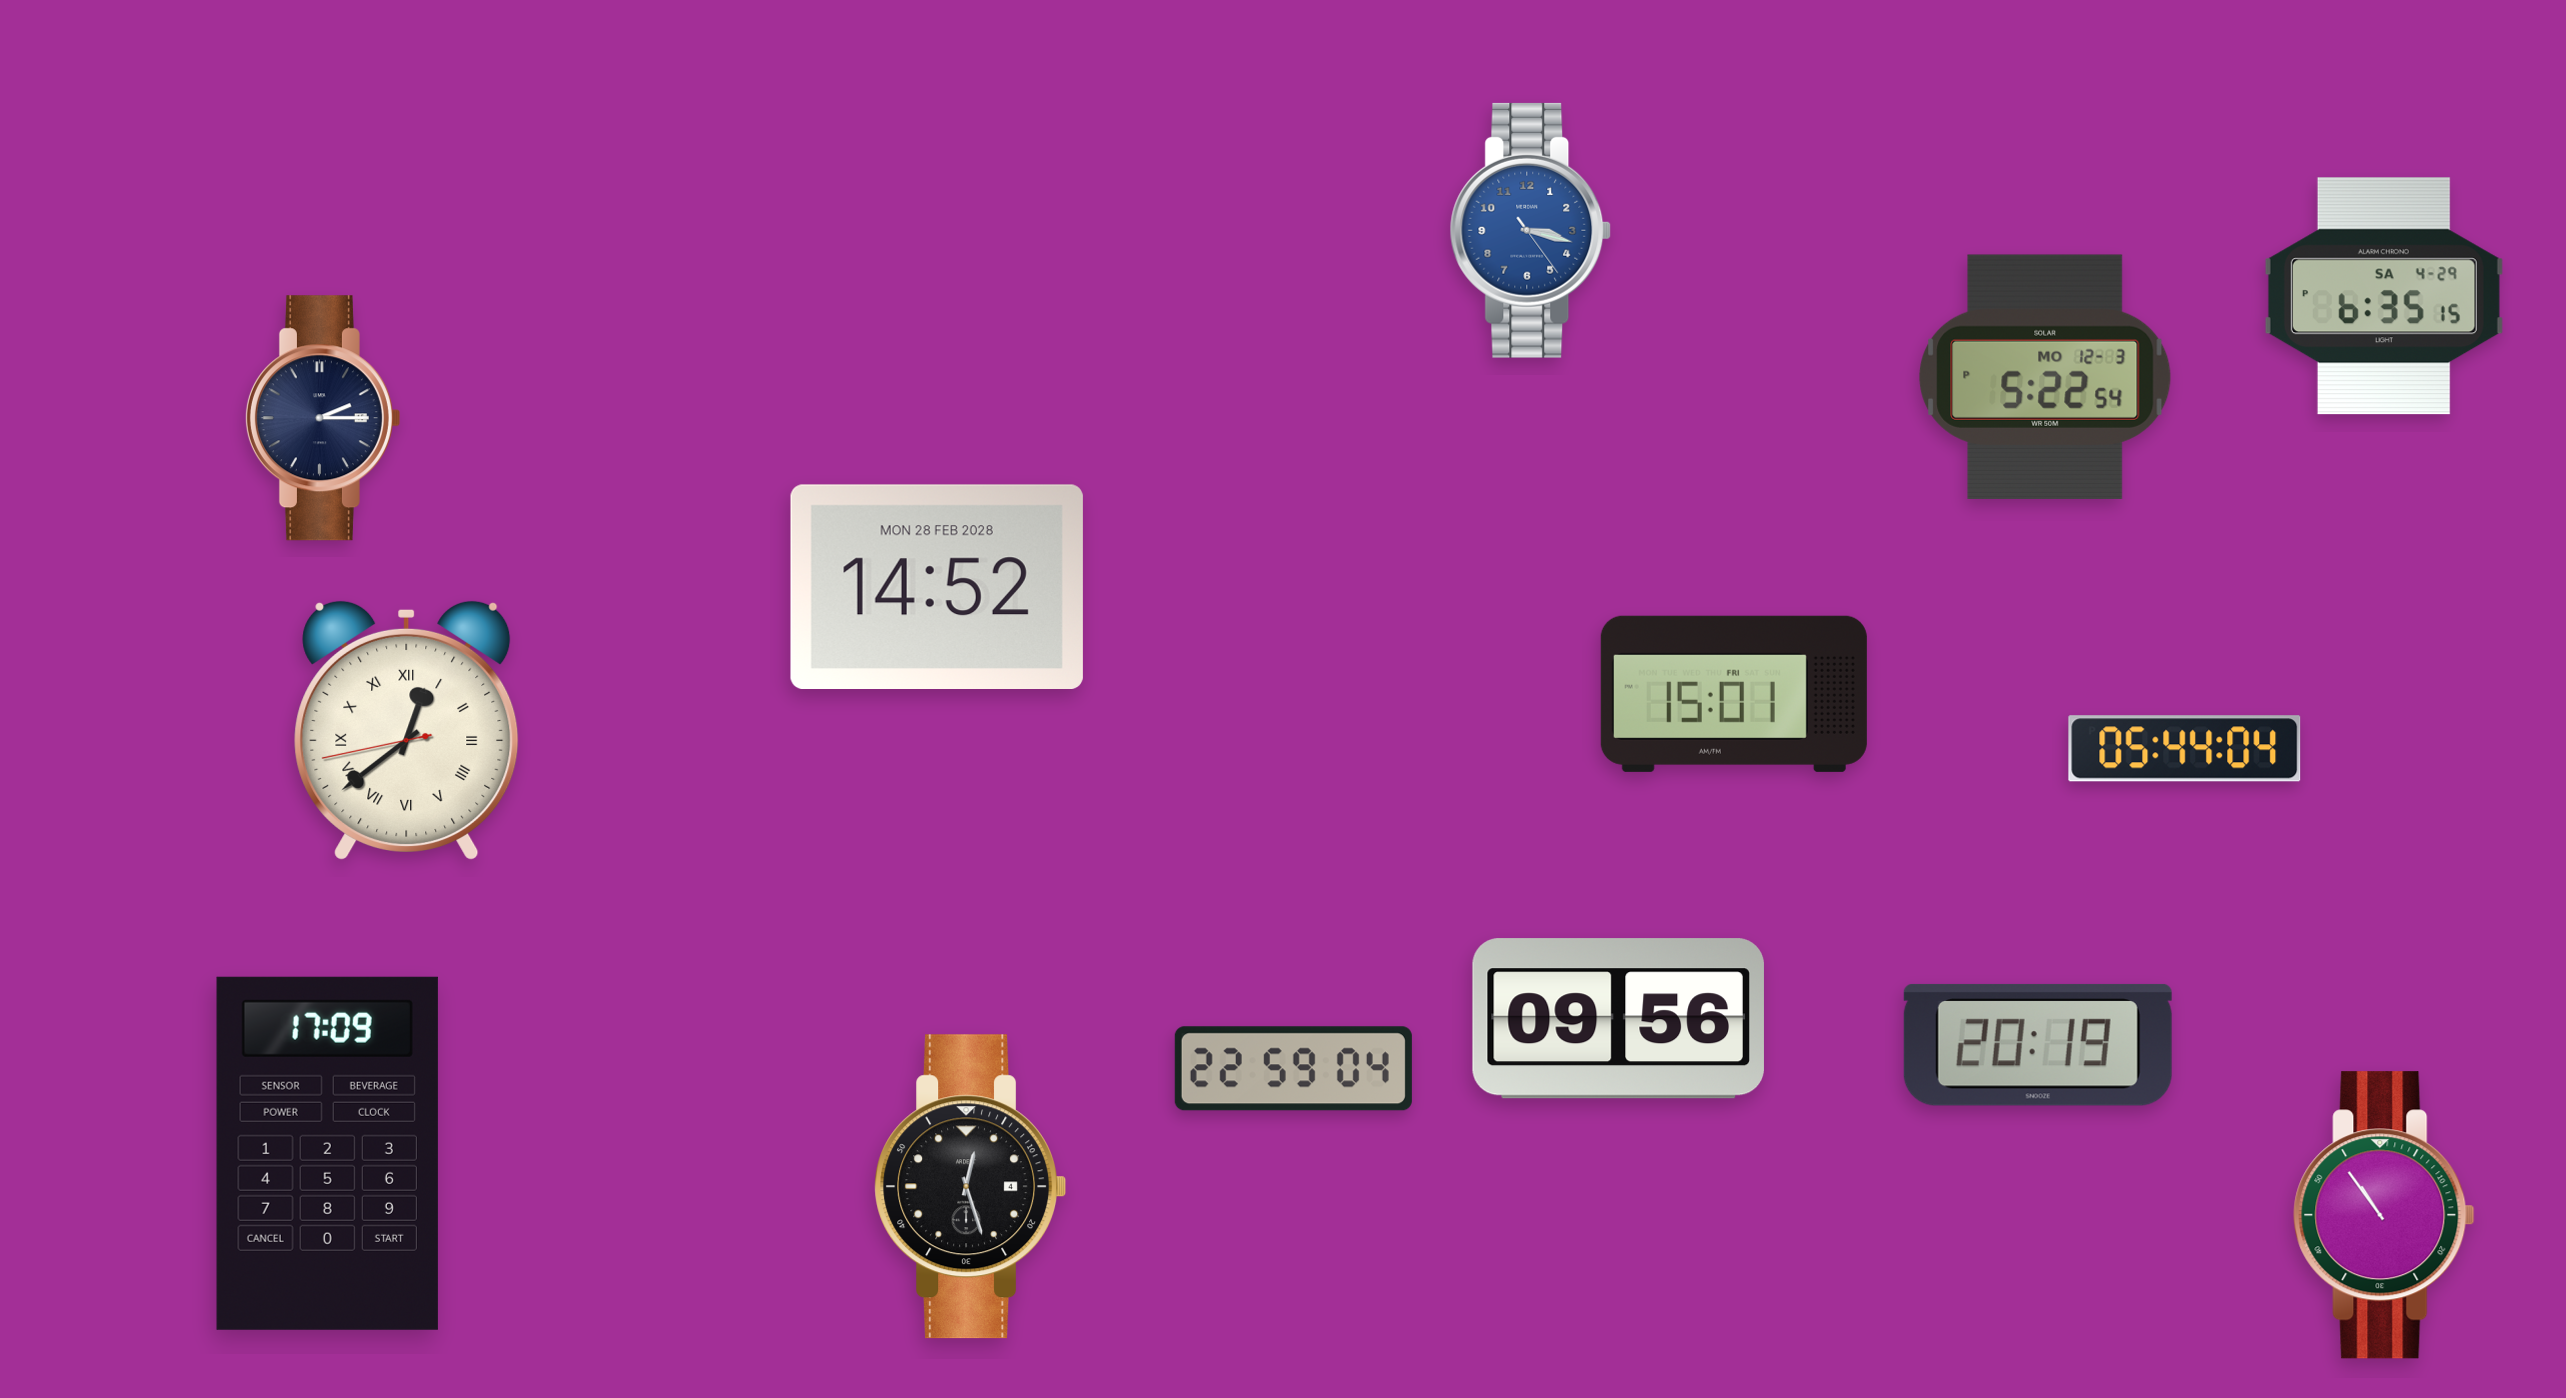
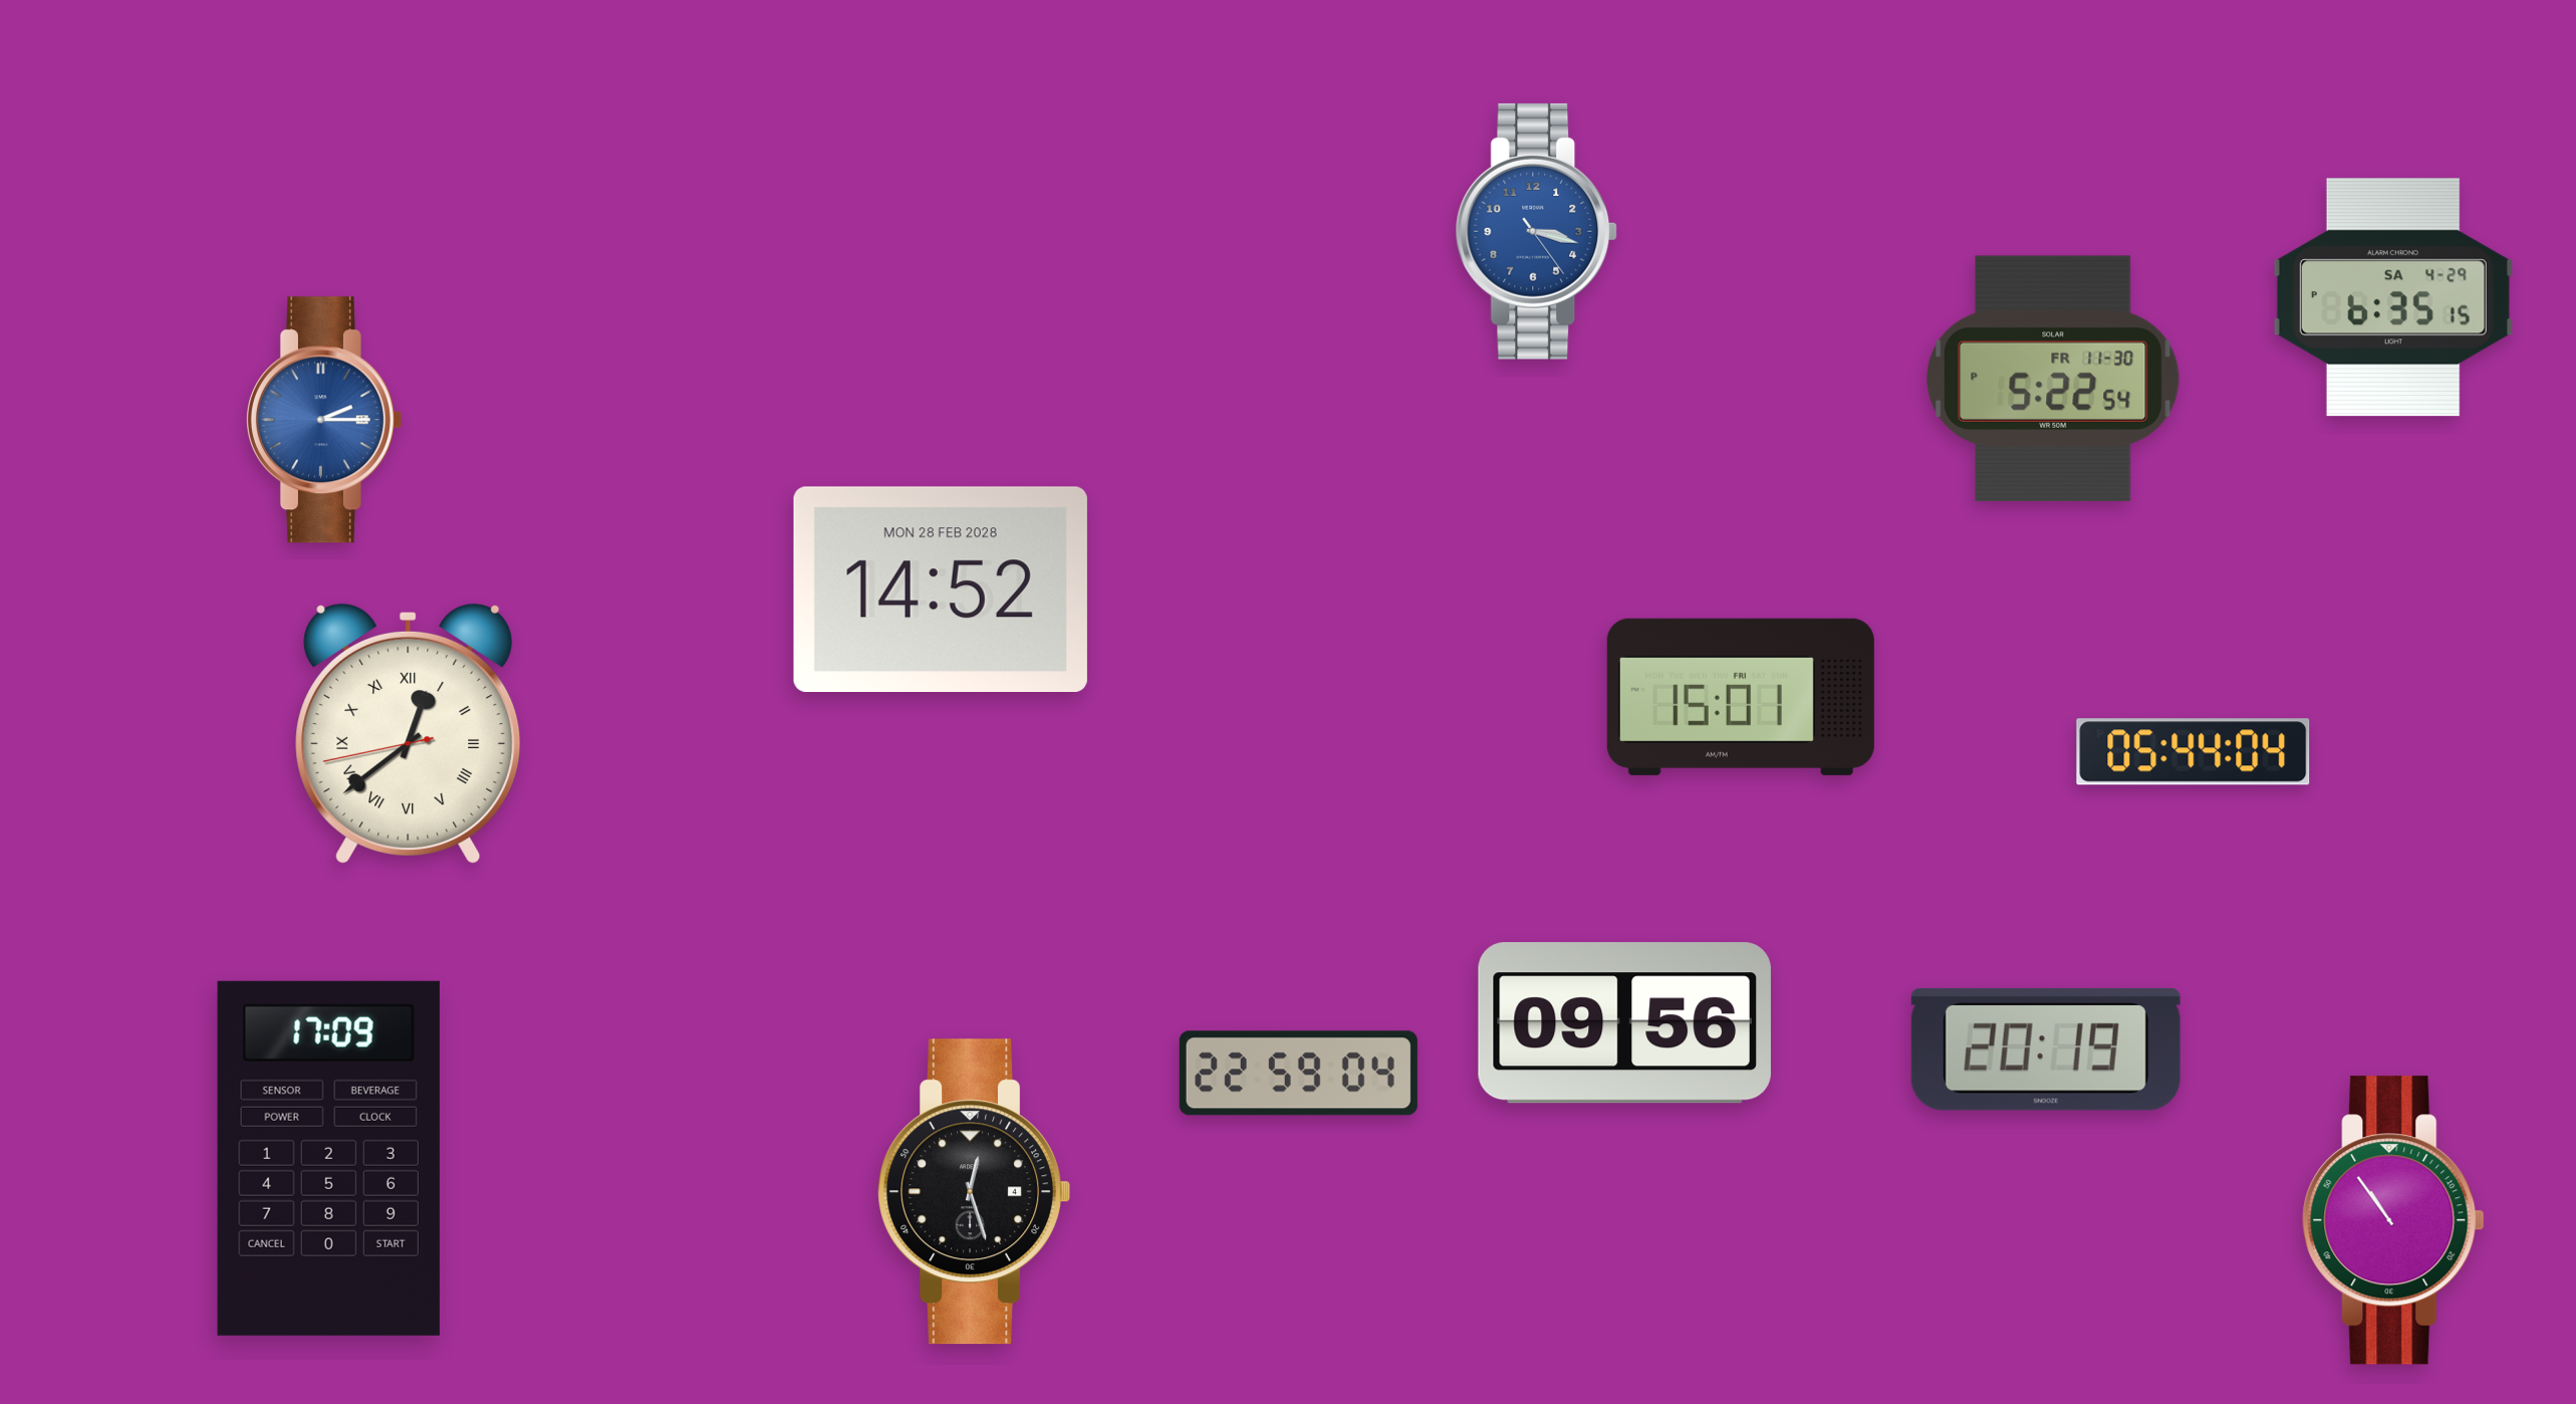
clock at (2045, 377) date: MO 12-3 -> FR 11-30
clock at (322, 418) dial: navy -> blue
